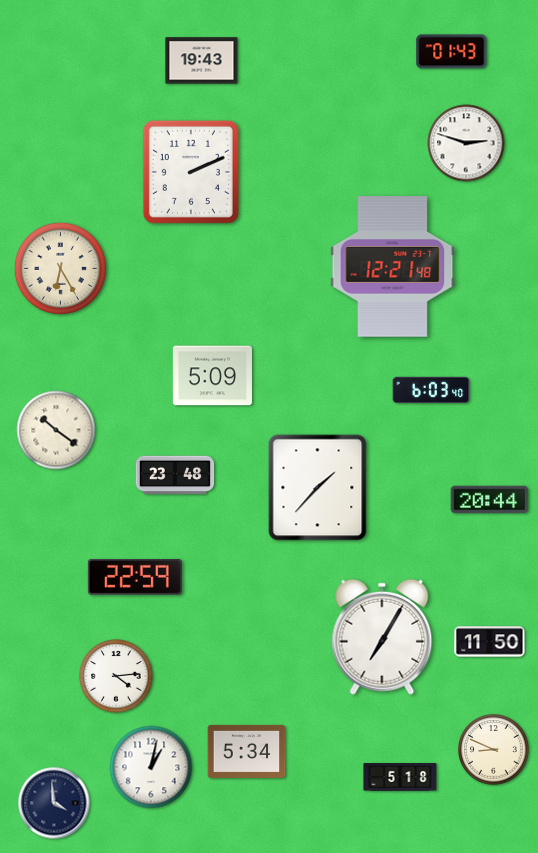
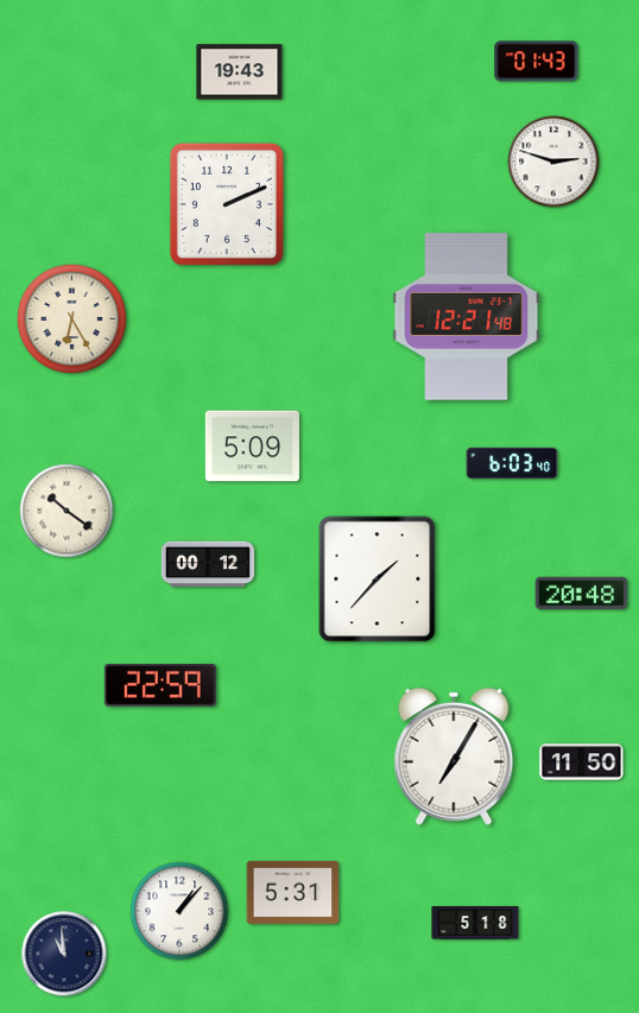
clock at (466, 143) position: (466, 143) -> (553, 162)
clock at (175, 475): 23:48 -> 00:12
clock at (490, 500): 20:44 -> 20:48
clock at (116, 676): 4:14 -> none
clock at (494, 750): 8:49 -> none
clock at (247, 751): 5:34 -> 5:31
clock at (151, 767): 1:02 -> 1:07
clock at (54, 803): 3:59 -> 10:59
